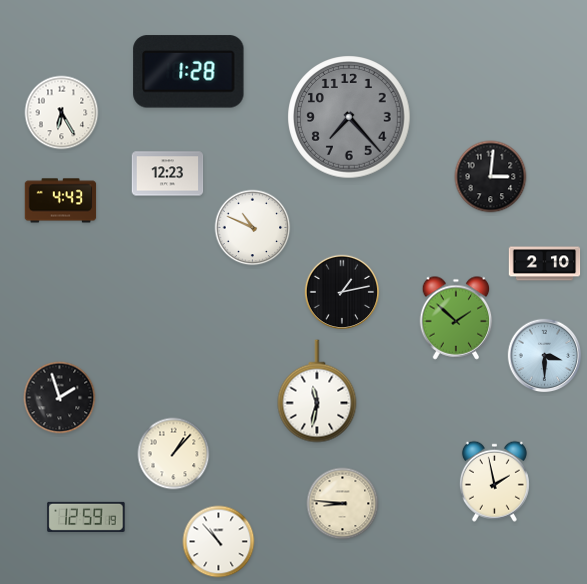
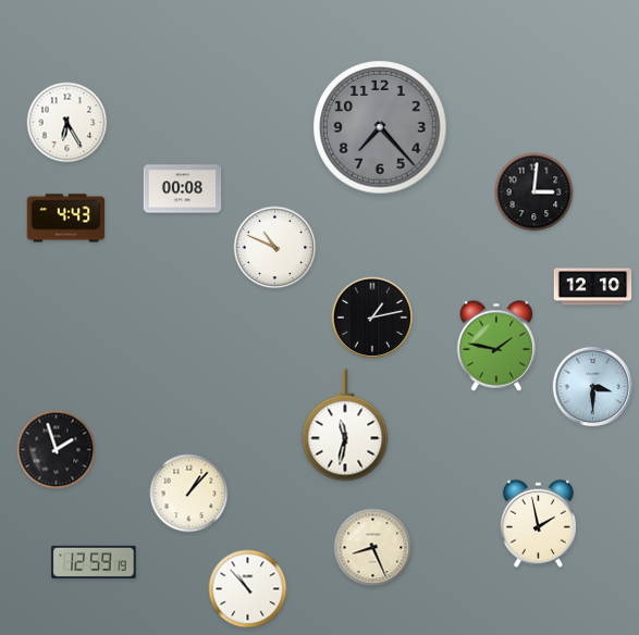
clock at (189, 72): 1:28 -> none
clock at (168, 174): 12:23 -> 00:08
clock at (545, 264): 2:10 -> 12:10
clock at (456, 318): 1:52 -> 1:47
clock at (60, 398) position: (60, 398) -> (57, 450)
clock at (343, 504): 8:46 -> 8:26
clock at (219, 542) position: (219, 542) -> (248, 589)
